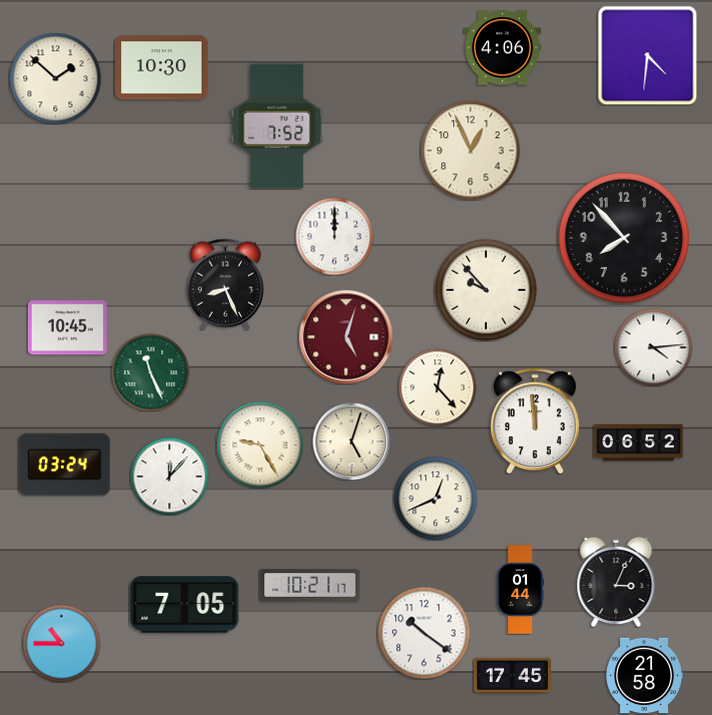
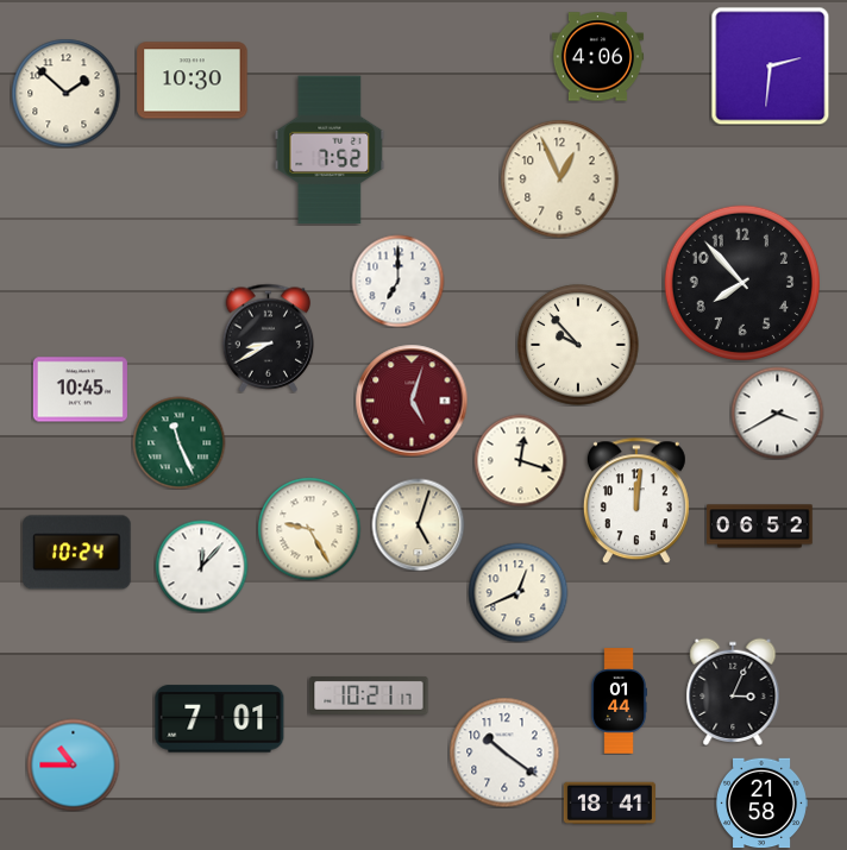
clock at (647, 55): 4:31 -> 2:31
clock at (334, 236): 12:00 -> 7:00
clock at (226, 284): 8:26 -> 8:40
clock at (653, 347): 4:14 -> 3:40
clock at (437, 387): 12:23 -> 12:18
clock at (535, 421): 11:59 -> 12:01
clock at (65, 465): 03:24 -> 10:24
clock at (185, 605): 7:05 -> 7:01
clock at (512, 676): 17:45 -> 18:41
clock at (644, 676) position: (644, 676) -> (761, 804)
